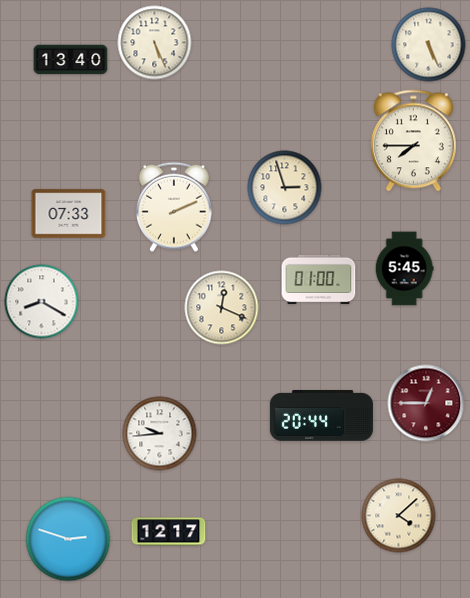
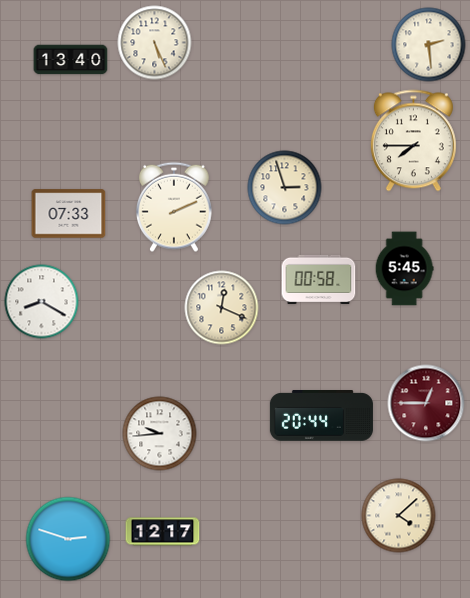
clock at (429, 45): 5:26 -> 2:29
clock at (319, 280): 01:00 -> 00:58
clock at (169, 532) position: (169, 532) -> (163, 532)
